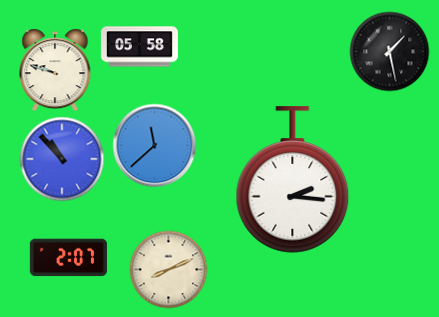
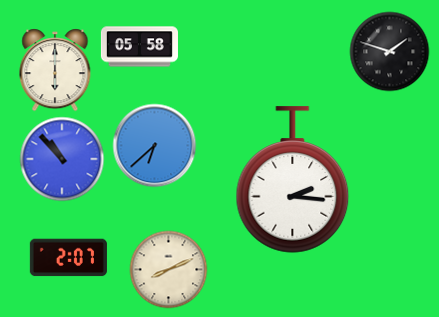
clock at (389, 51): 1:28 -> 1:48
clock at (55, 70): 9:48 -> 6:00
clock at (154, 145): 11:38 -> 6:38
